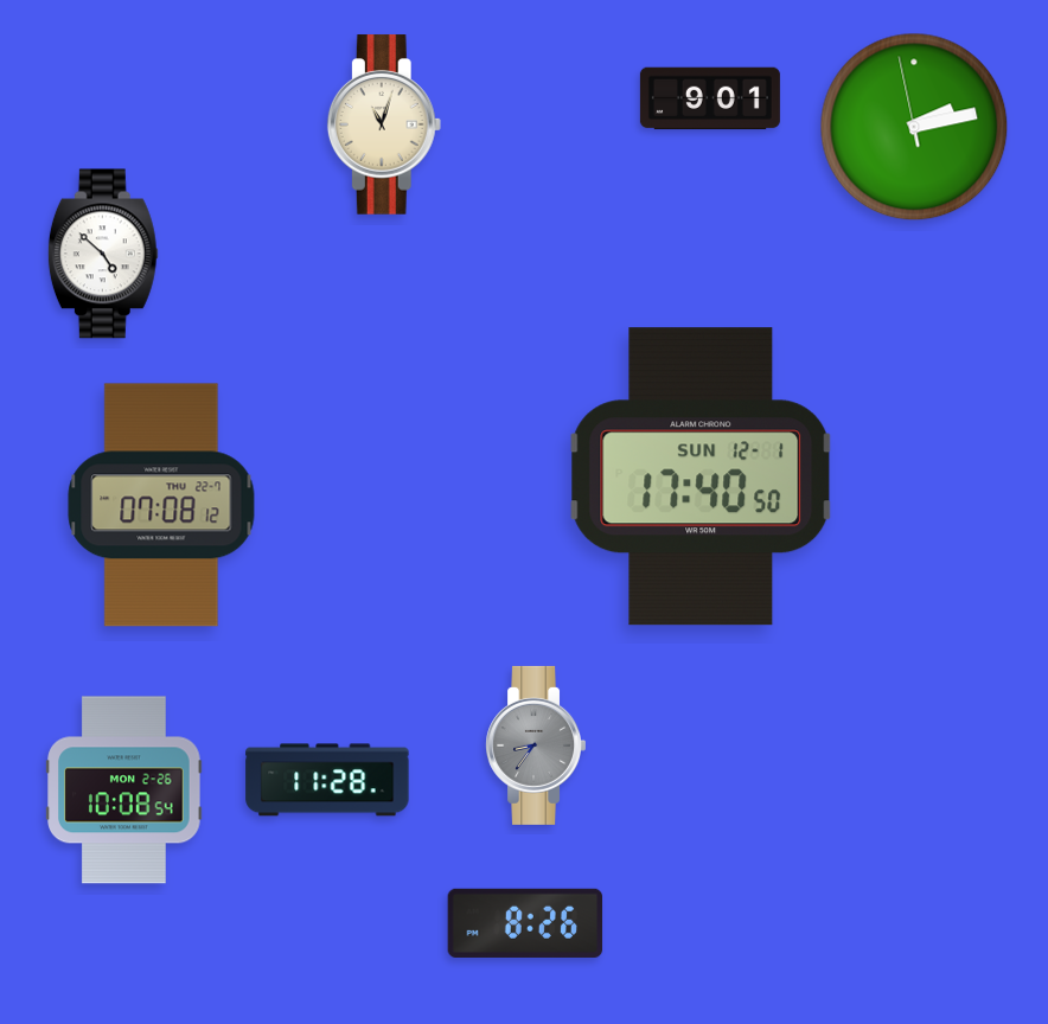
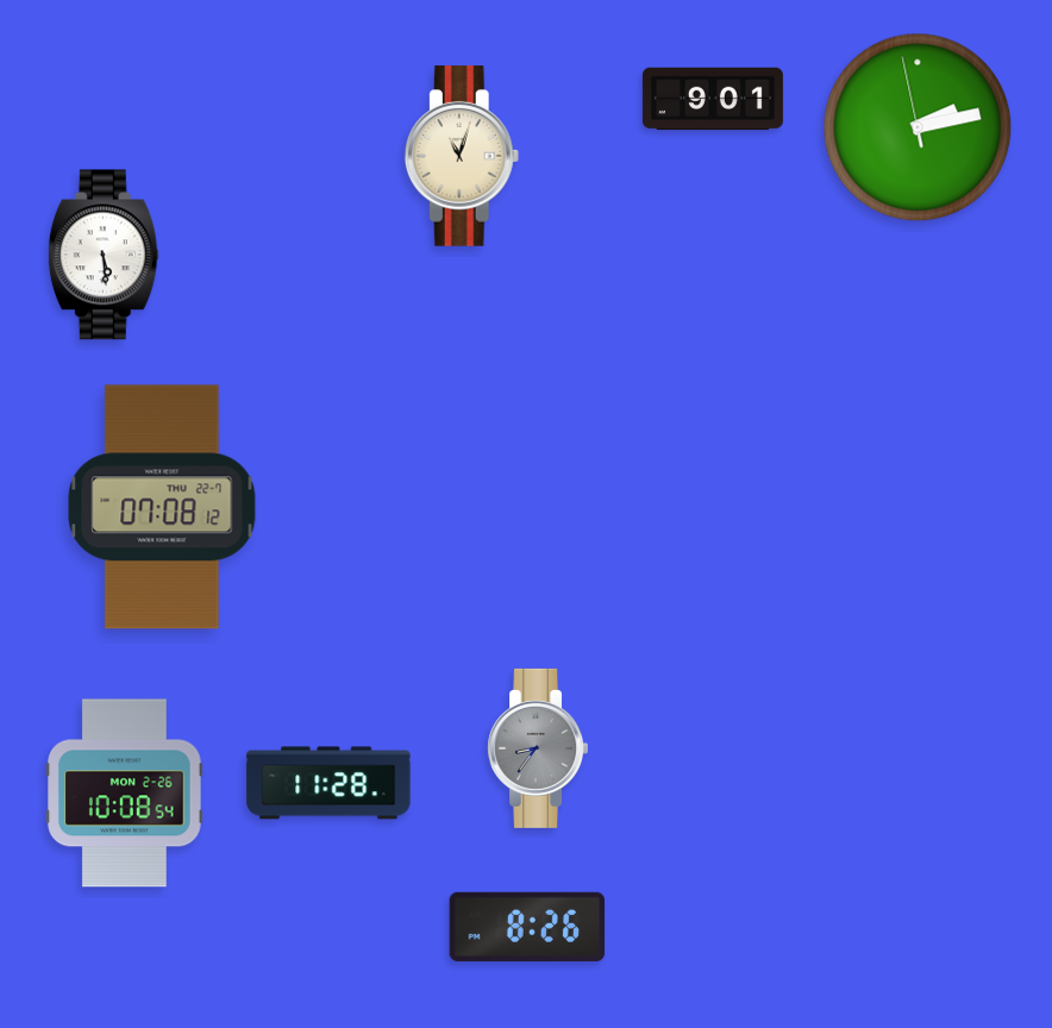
clock at (384, 124) position: (384, 124) -> (462, 156)
clock at (103, 254): 4:52 -> 5:29
clock at (701, 476): 17:40 -> none
